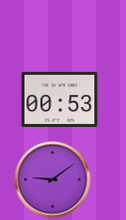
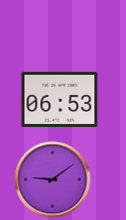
clock at (60, 99): 00:53 -> 06:53
